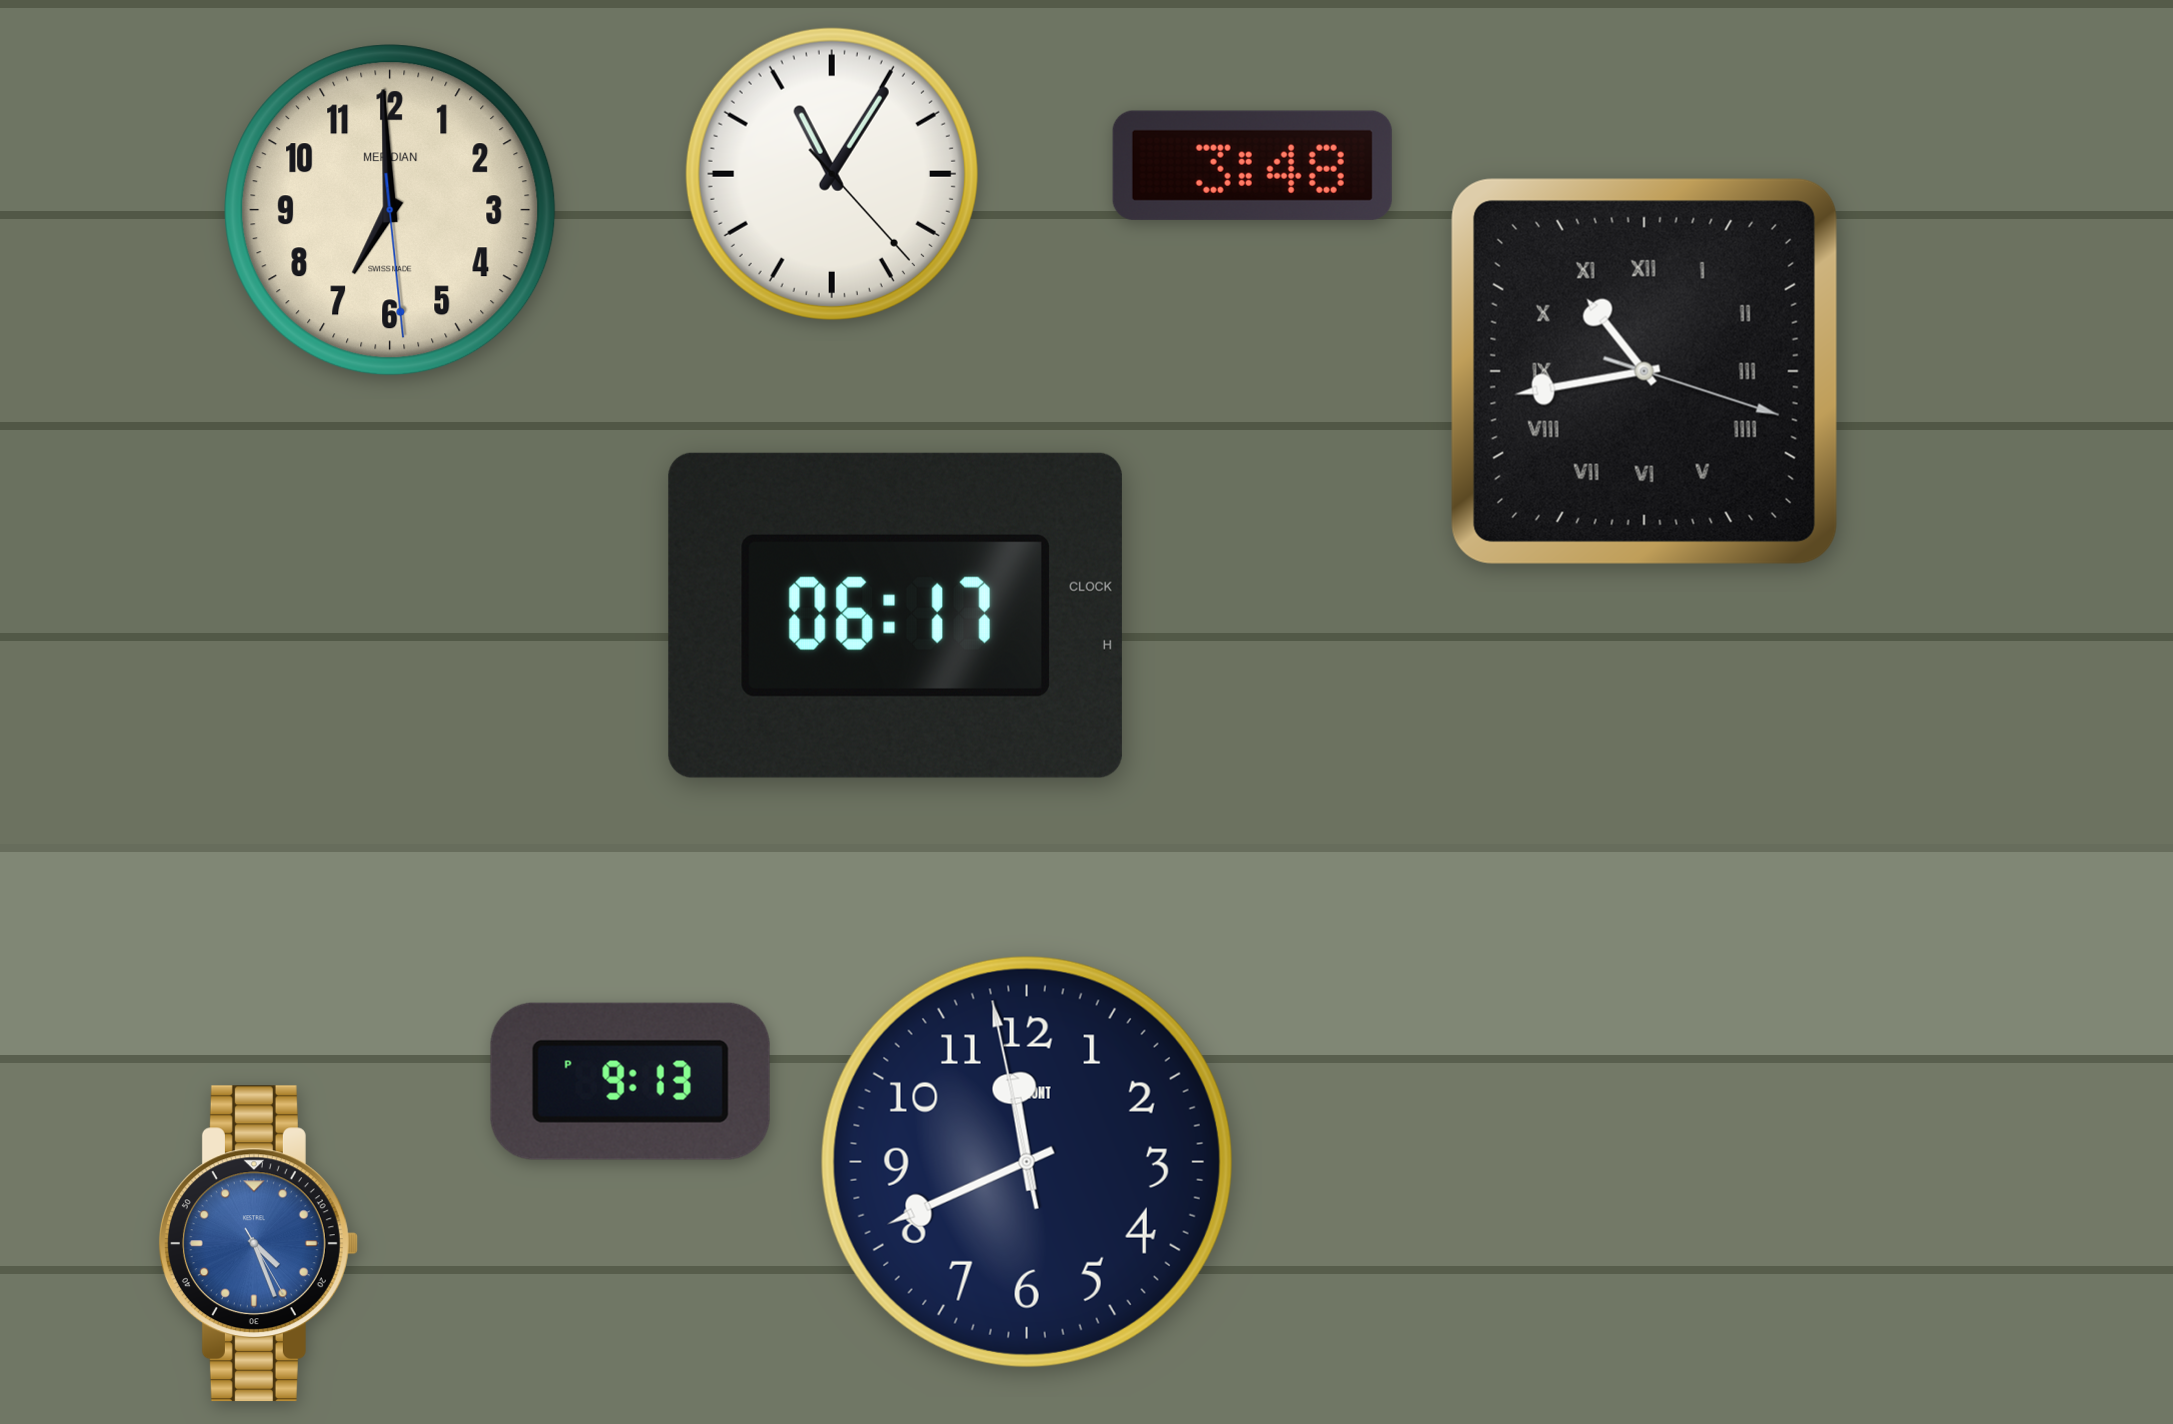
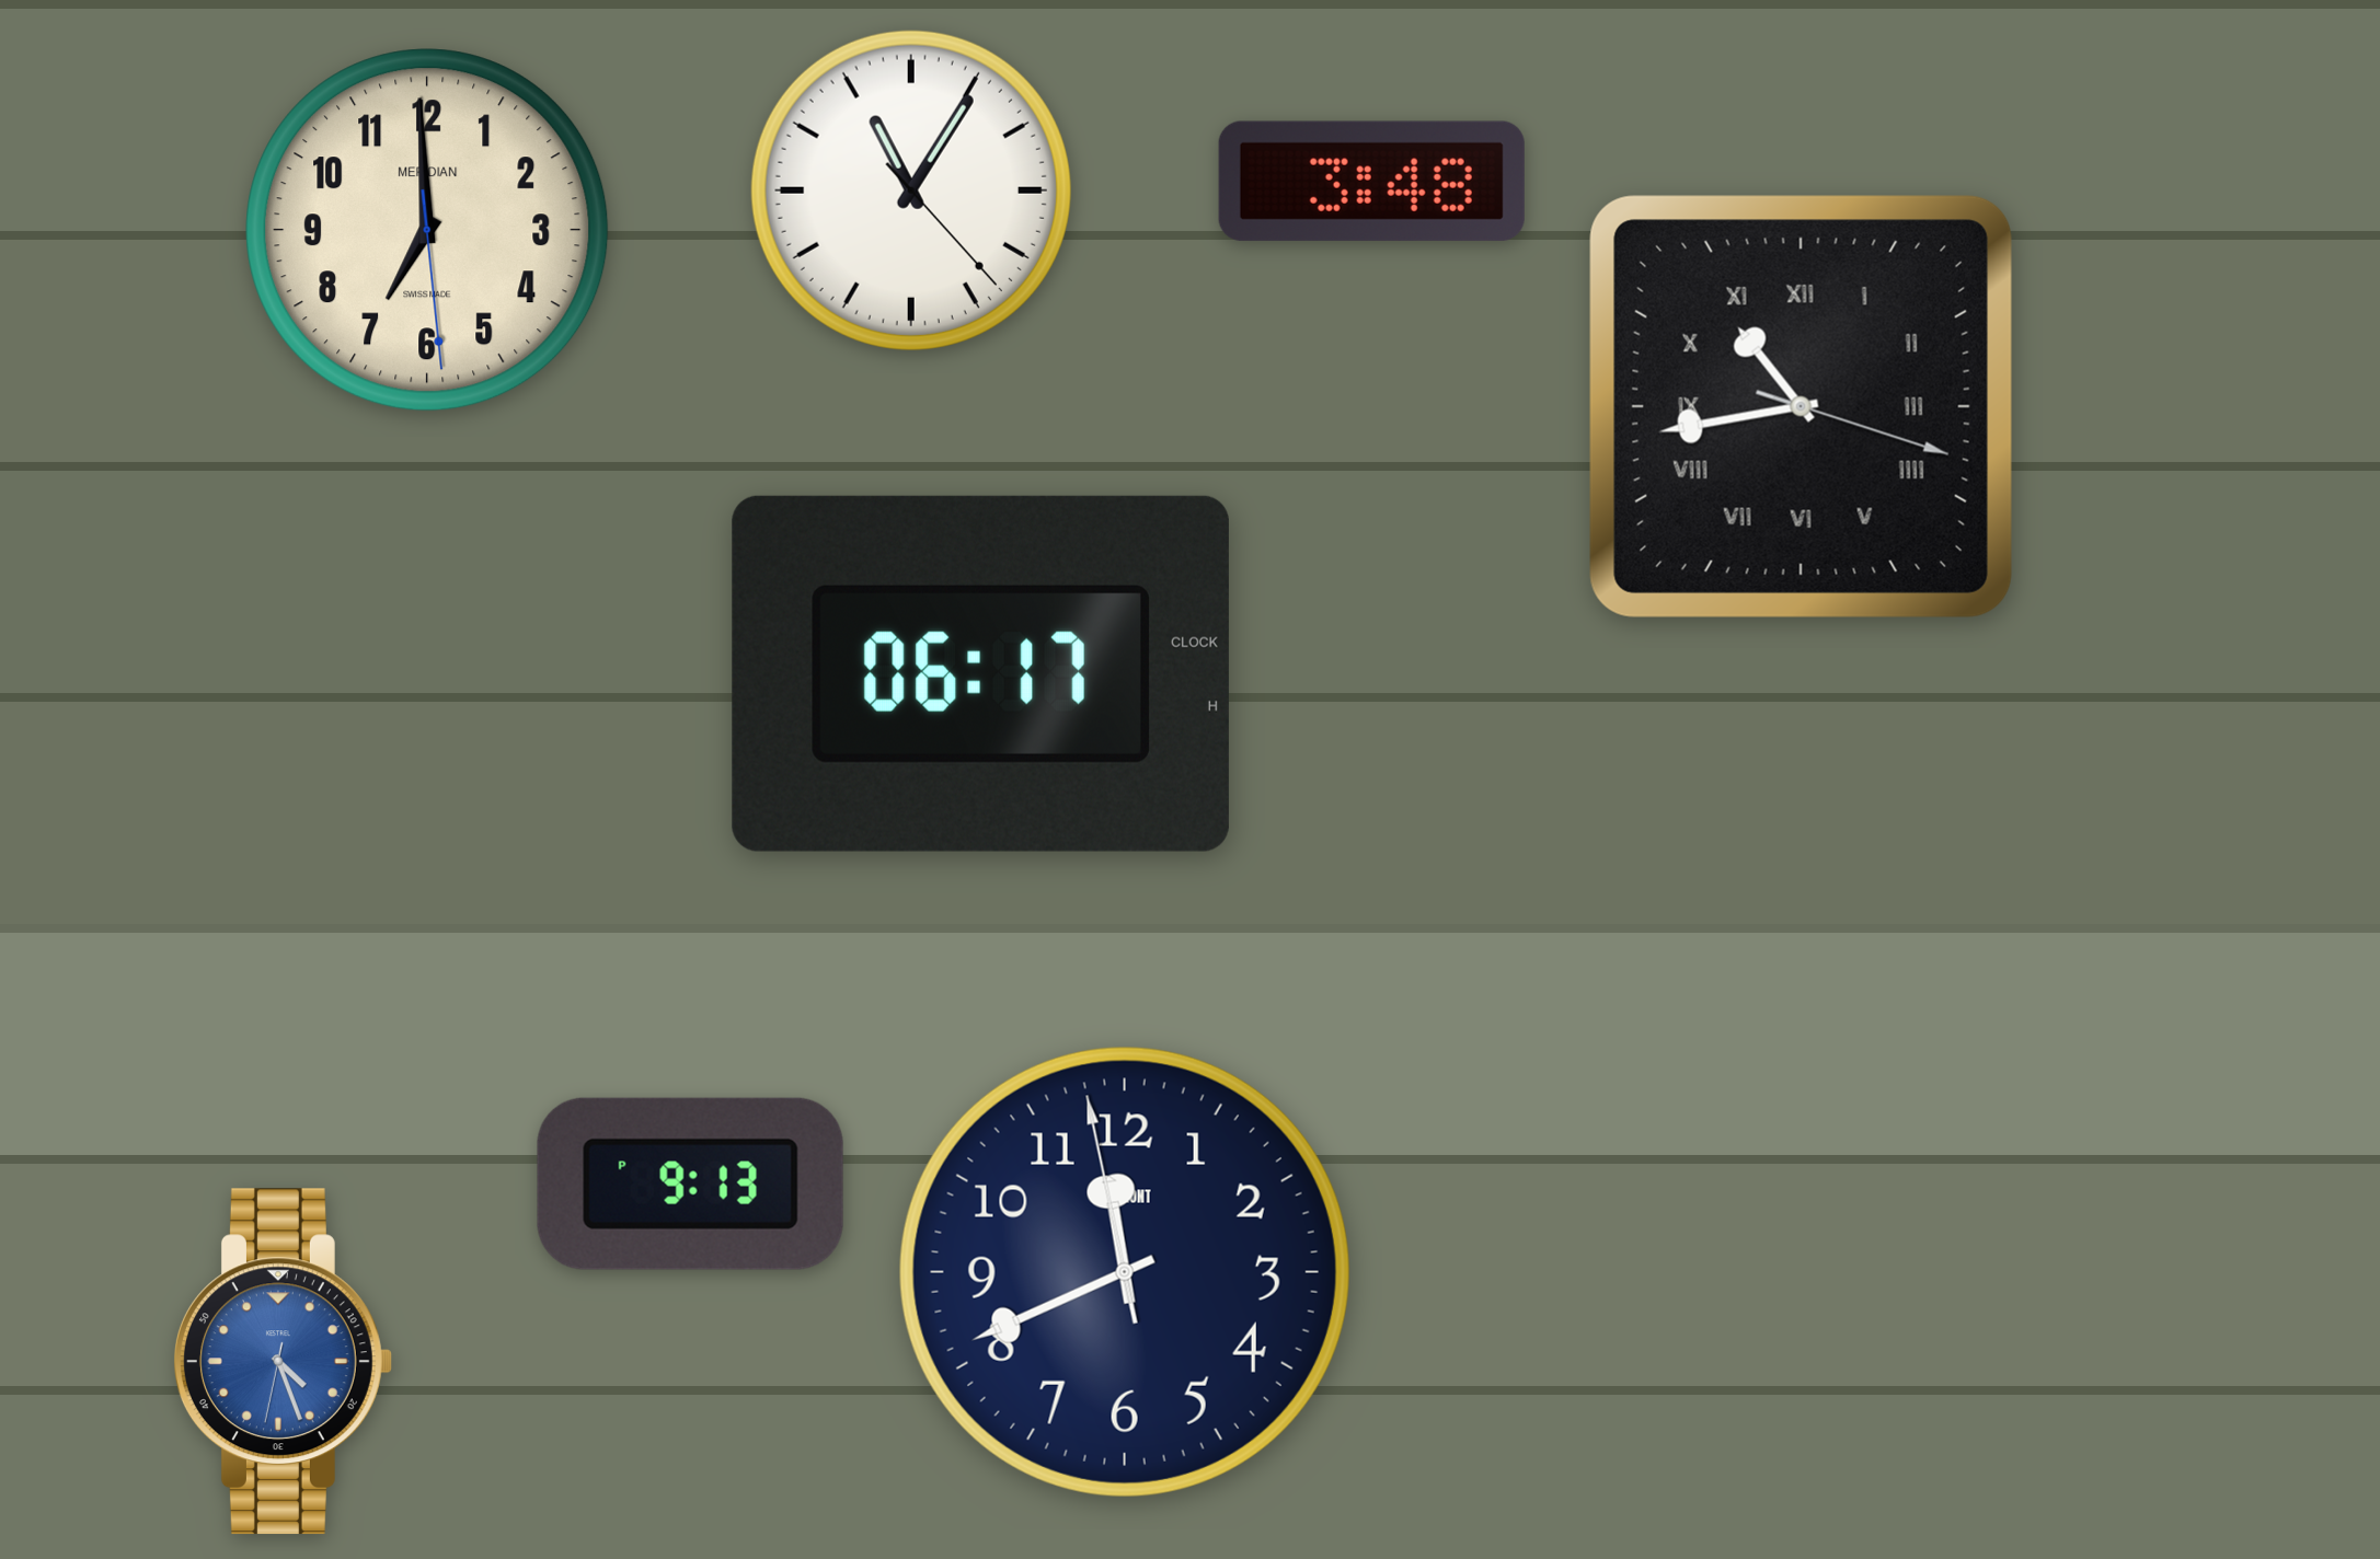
clock at (258, 1244): 4:26:25 -> 4:26:32
